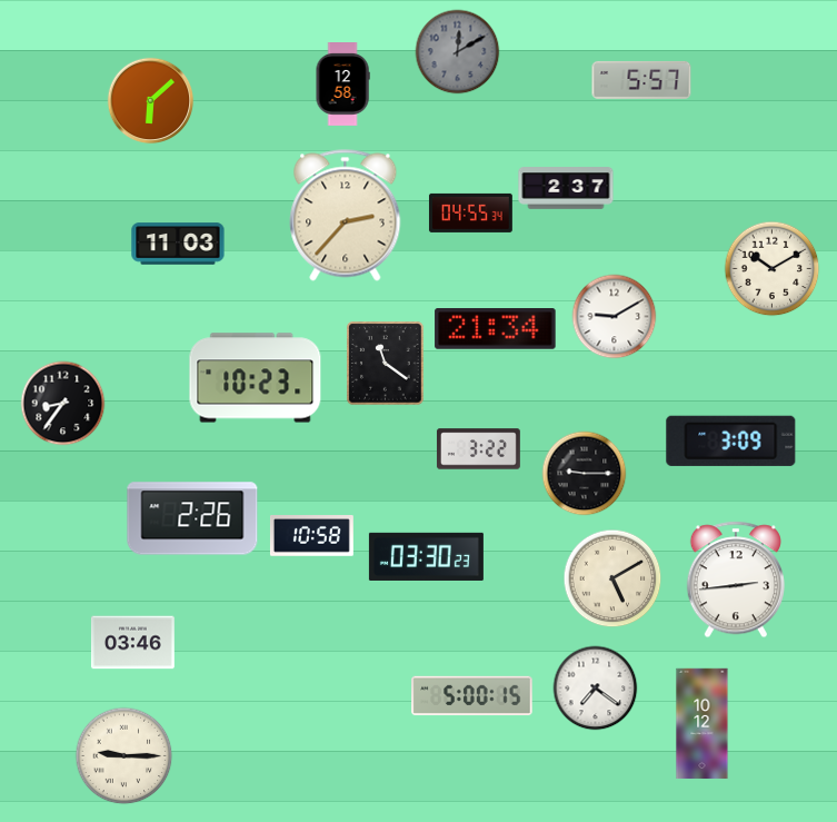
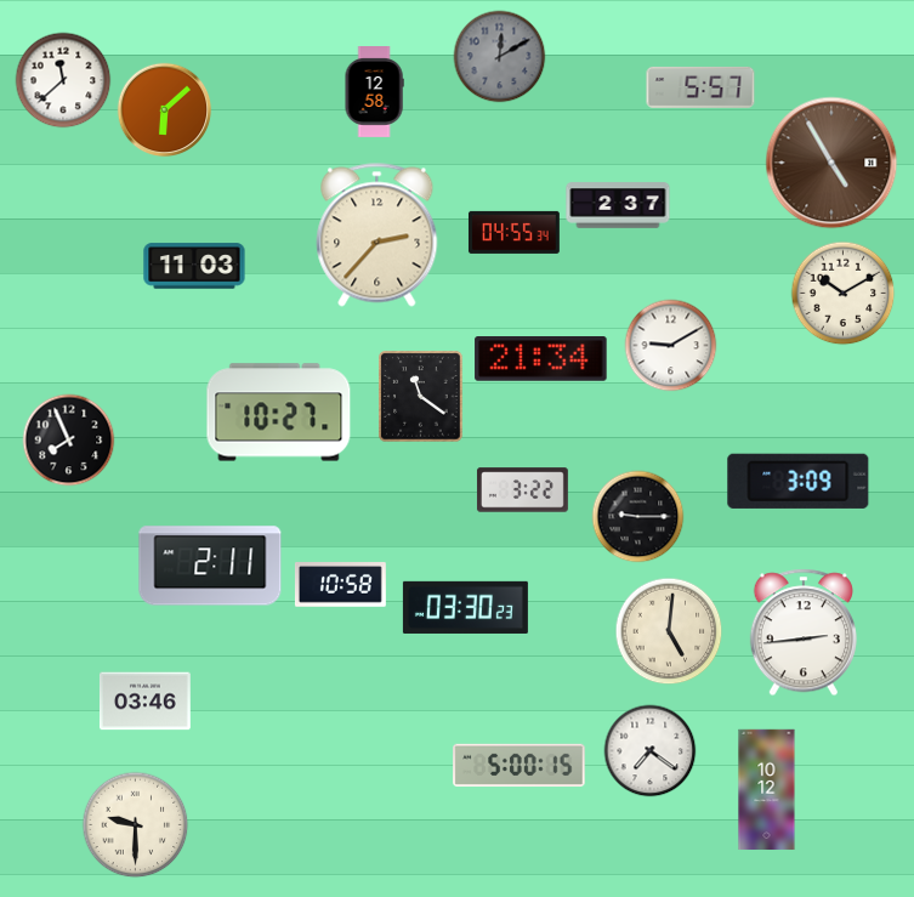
clock at (63, 80): none -> 11:38
clock at (831, 163): none -> 4:55
clock at (256, 378): 10:23 -> 10:27
clock at (63, 404): 8:36 -> 7:56
clock at (192, 518): 2:26 -> 2:11
clock at (612, 578): 5:10 -> 5:01
clock at (472, 696) position: (472, 696) -> (520, 766)
clock at (124, 756): 9:15 -> 9:30
